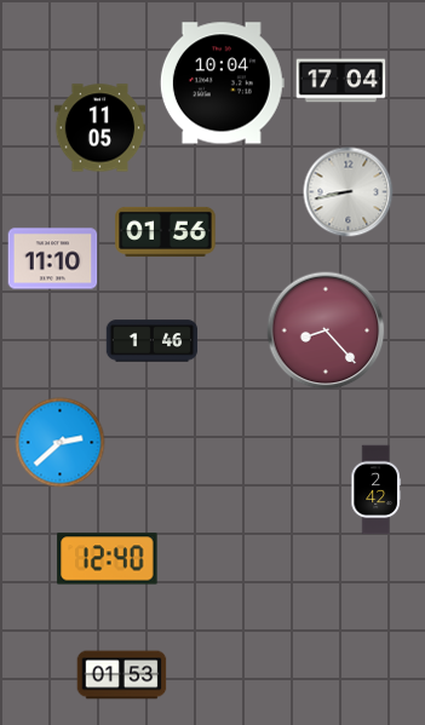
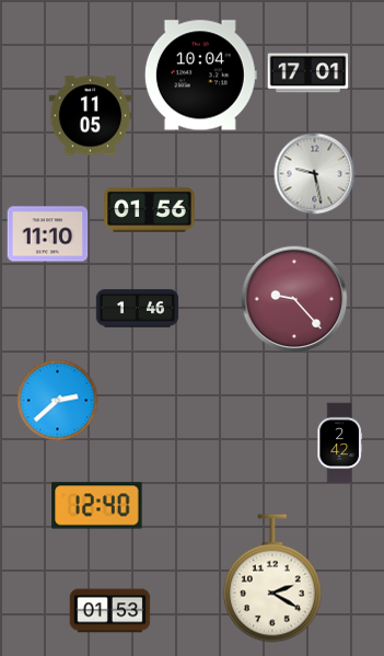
clock at (341, 81): 17:04 -> 17:01
clock at (349, 192): 8:43 -> 9:28
clock at (326, 330): 8:23 -> 9:23
clock at (61, 443) position: (61, 443) -> (58, 401)
clock at (272, 578): none -> 2:20
